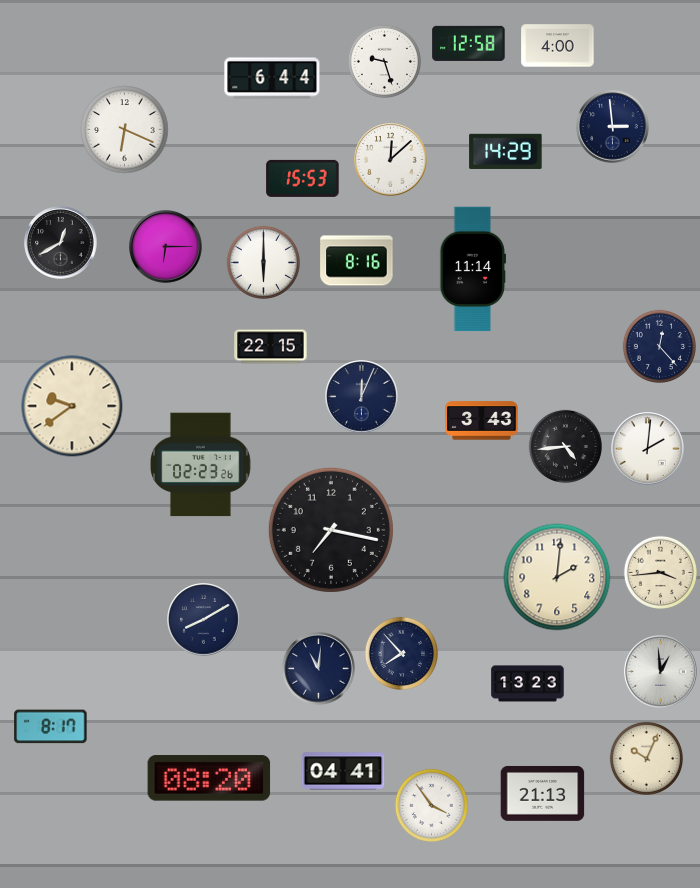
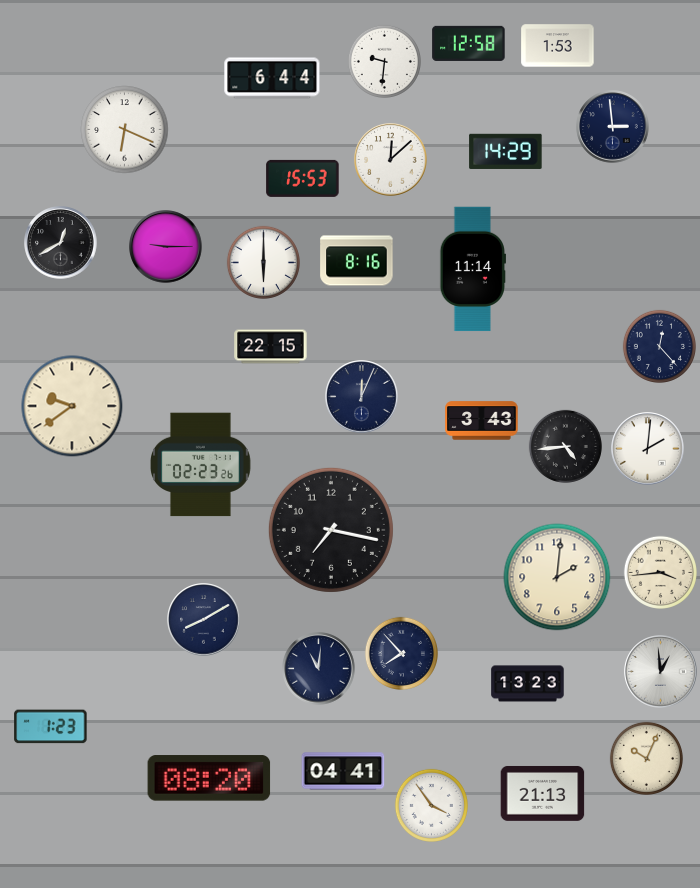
clock at (558, 46): 4:00 -> 1:53
clock at (384, 61): 9:27 -> 9:31
clock at (166, 247): 6:15 -> 9:15
clock at (51, 727): 8:17 -> 1:23
